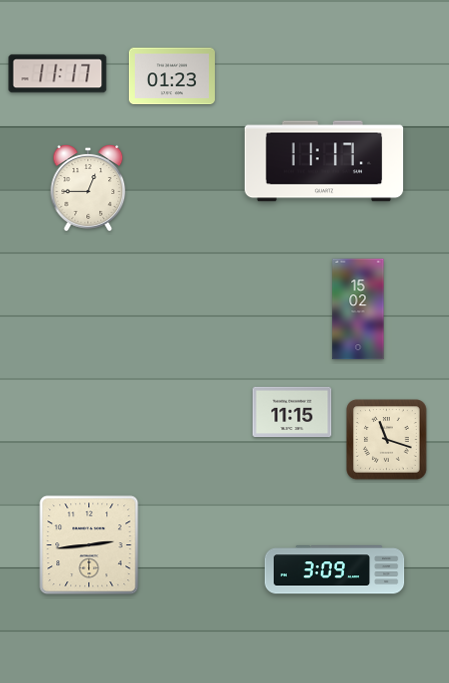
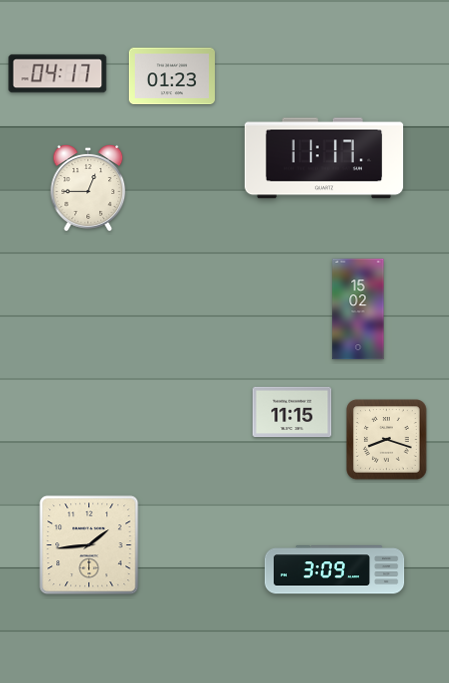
clock at (58, 74): 11:17 -> 04:17
clock at (324, 161) position: (324, 161) -> (324, 158)
clock at (387, 440): 11:18 -> 8:18
clock at (89, 545): 2:44 -> 1:44
